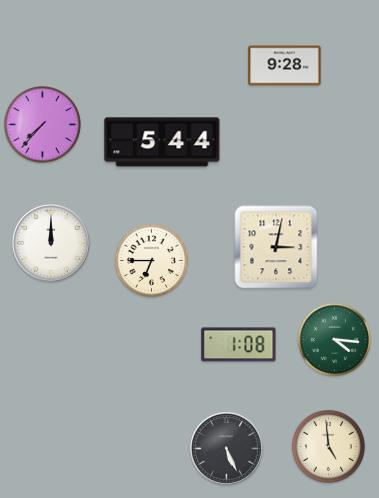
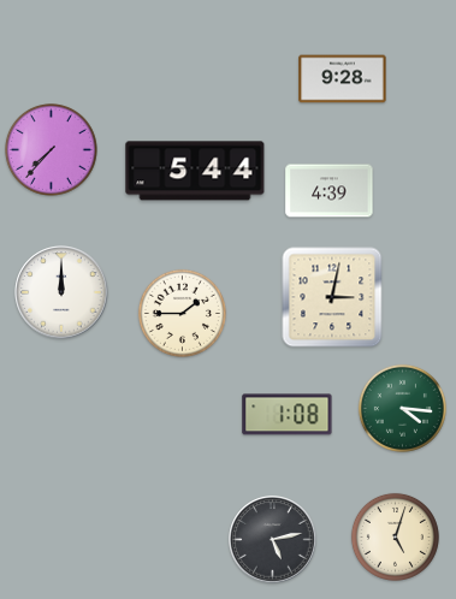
clock at (330, 191): none -> 4:39
clock at (151, 260): 6:45 -> 1:45
clock at (328, 446): 4:59 -> 5:03
clock at (227, 449): 5:26 -> 5:13
